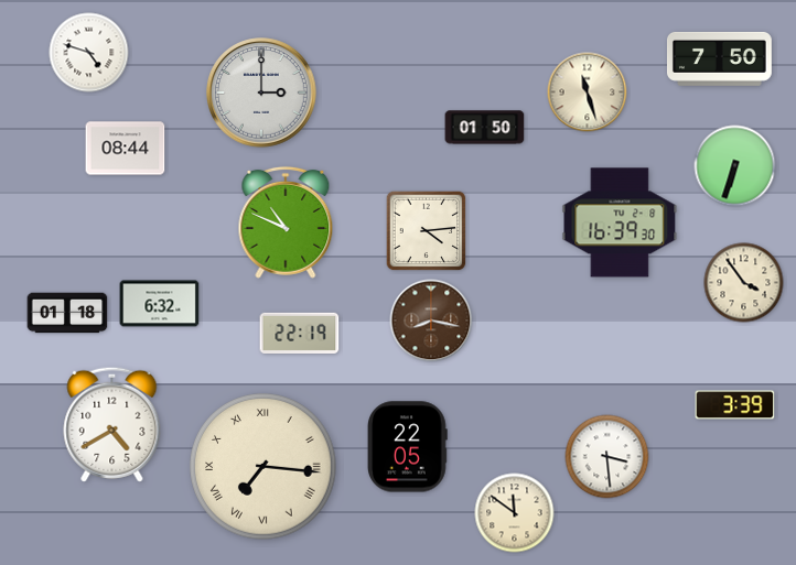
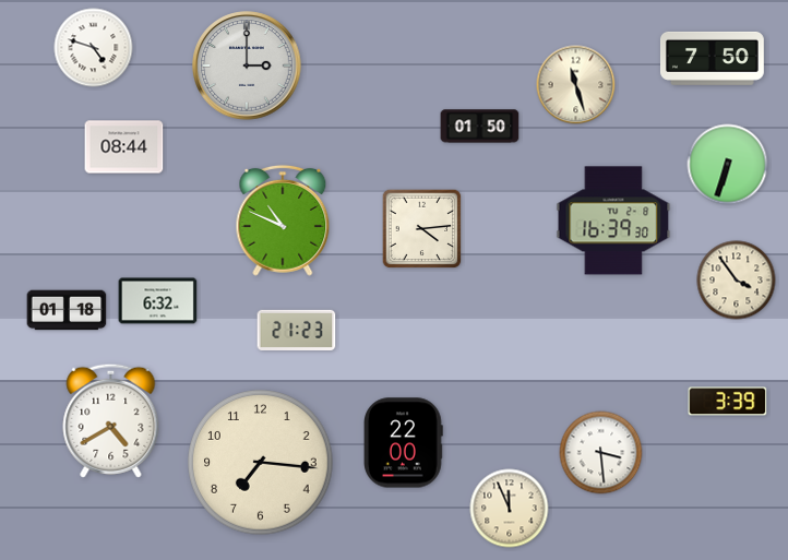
clock at (89, 53) position: (89, 53) -> (94, 48)
clock at (261, 93) position: (261, 93) -> (247, 65)
clock at (588, 93) position: (588, 93) -> (576, 85)
clock at (431, 320): 8:17 -> none
clock at (300, 333): 22:19 -> 21:23
clock at (408, 447): 22:05 -> 22:00
clock at (263, 467) numerals: Roman -> Arabic
clock at (515, 513): 11:51 -> 11:56
